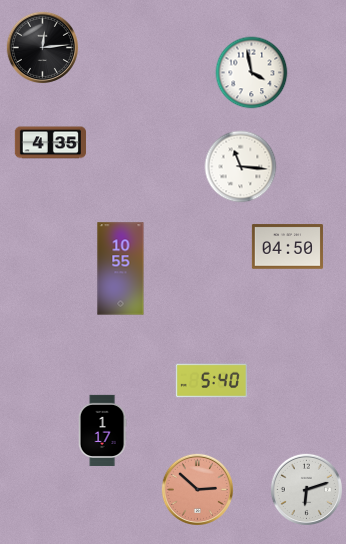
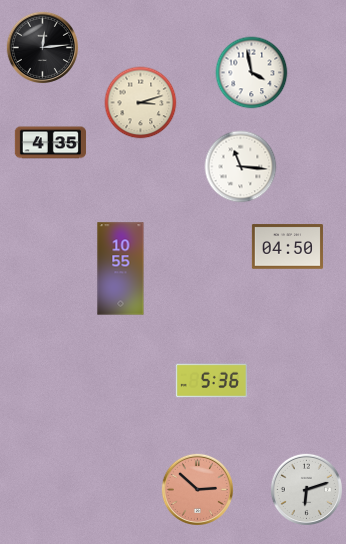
clock at (141, 103): none -> 3:12
clock at (211, 381): 5:40 -> 5:36
clock at (102, 430): 1:17 -> none
